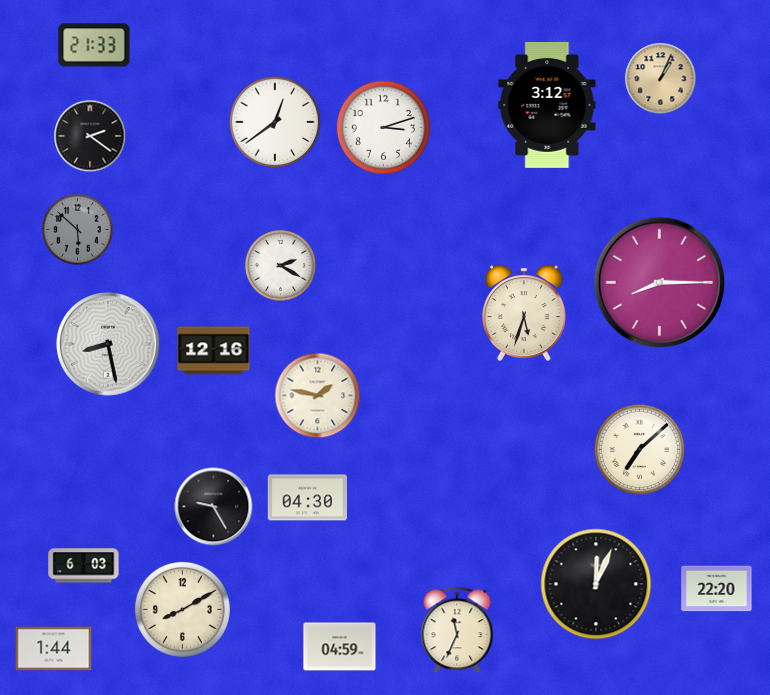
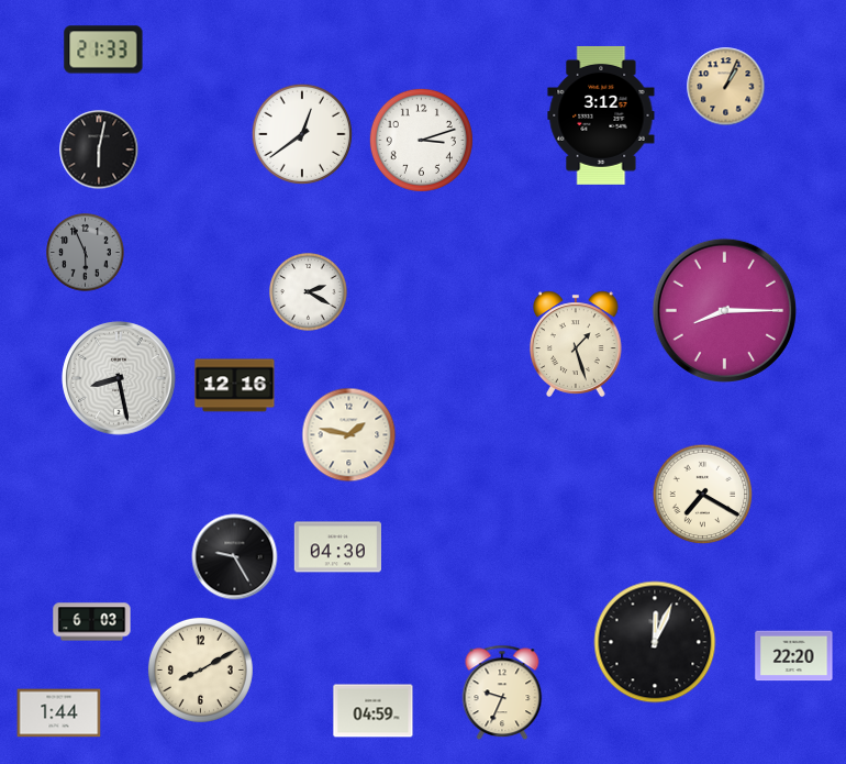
clock at (90, 136): 2:21 -> 6:02
clock at (78, 230): 5:52 -> 5:56
clock at (525, 313): 5:33 -> 1:27
clock at (640, 450): 7:08 -> 7:20
clock at (717, 589) position: (717, 589) -> (794, 656)
clock at (457, 630): 11:34 -> 9:34
